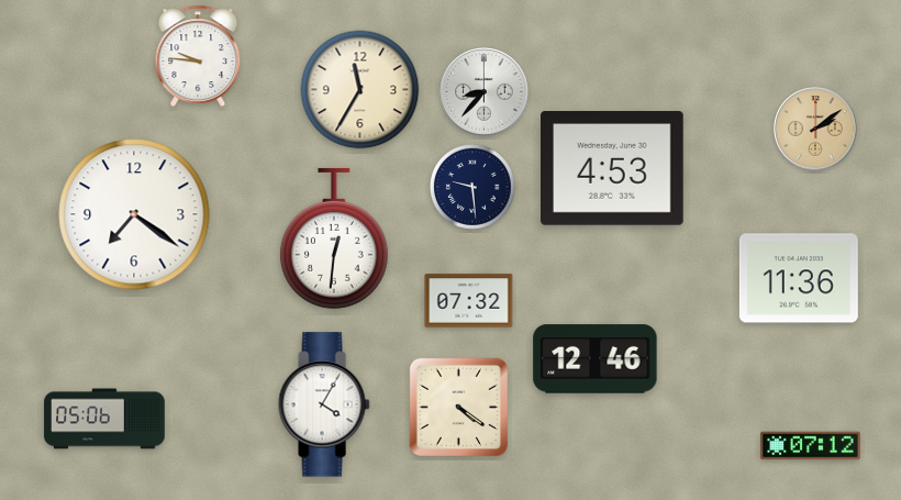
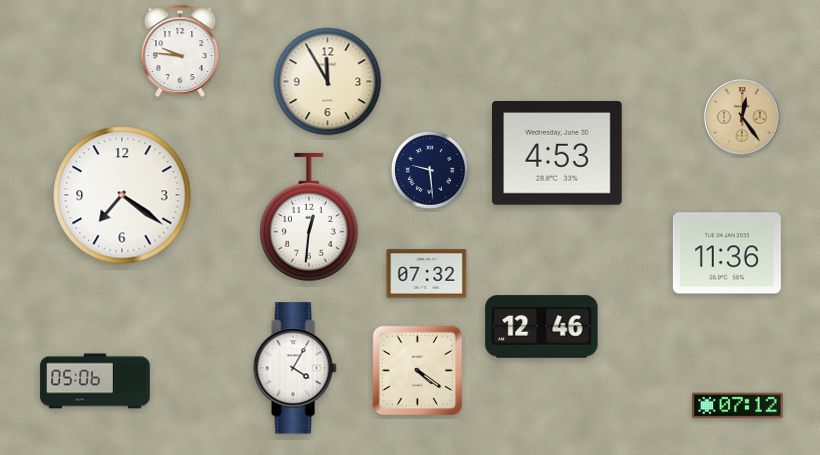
clock at (360, 90): 11:35 -> 11:55
clock at (485, 92): 8:37 -> none
clock at (815, 129): 2:09 -> 12:24
clock at (334, 238) position: (334, 238) -> (309, 217)
